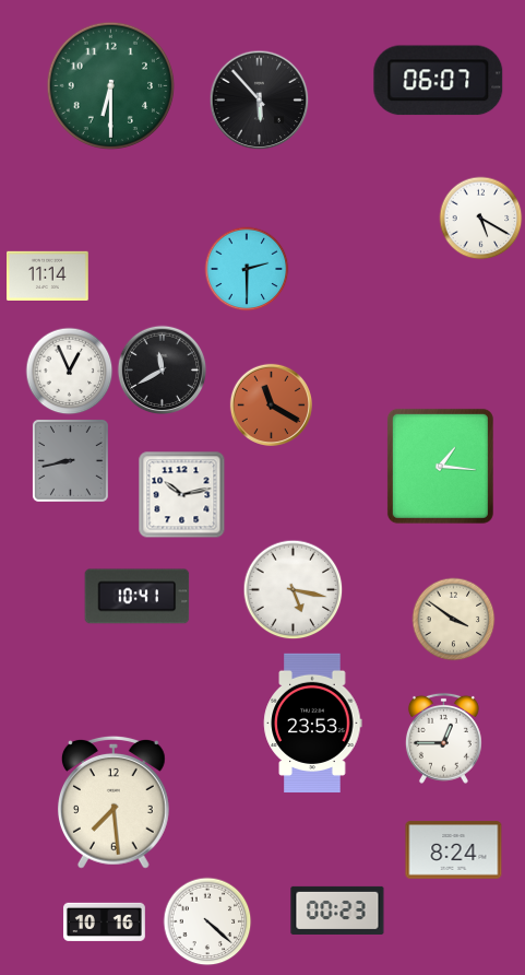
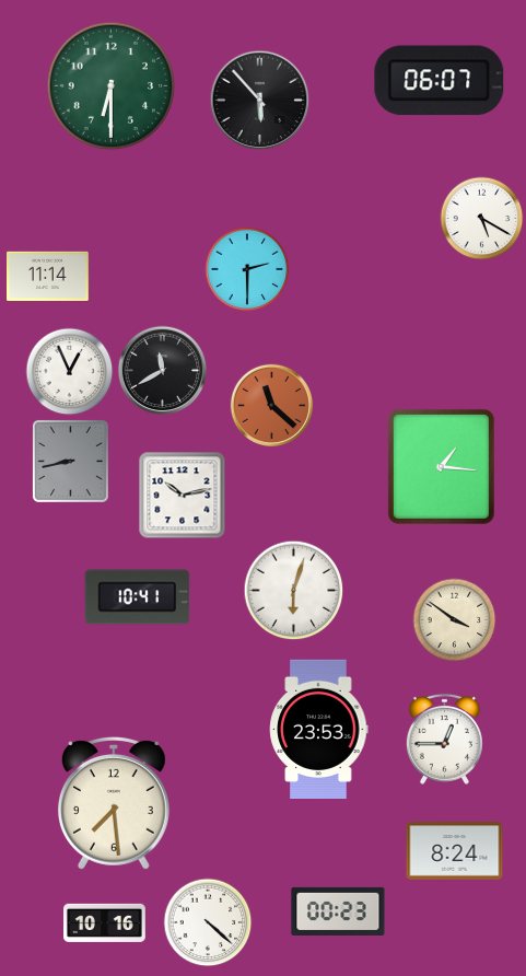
clock at (271, 404): 11:20 -> 11:22
clock at (294, 590): 5:17 -> 6:03
clock at (313, 723) position: (313, 723) -> (319, 729)
